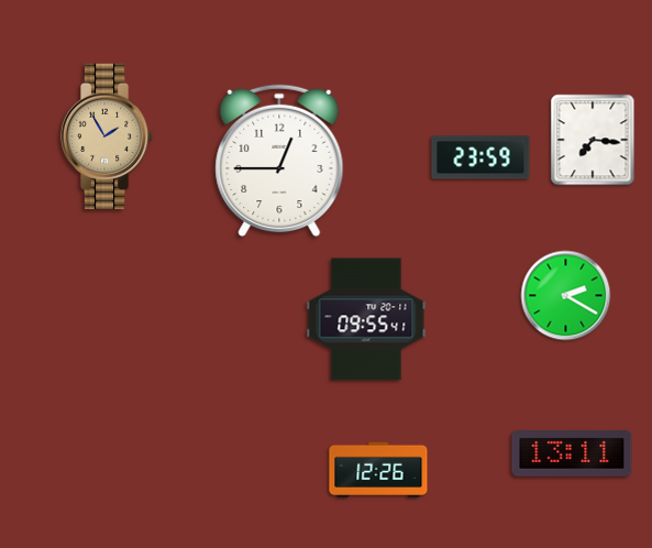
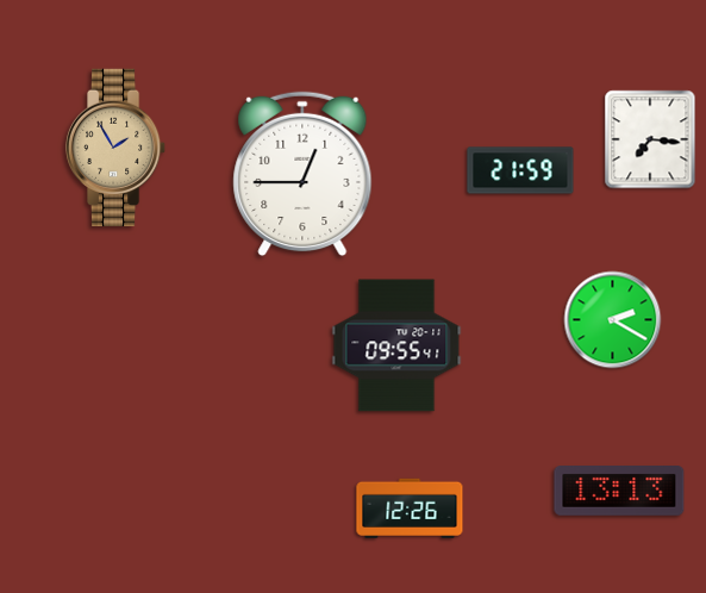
clock at (593, 140) position: (593, 140) -> (650, 139)
clock at (480, 157): 23:59 -> 21:59
clock at (572, 454): 13:11 -> 13:13
